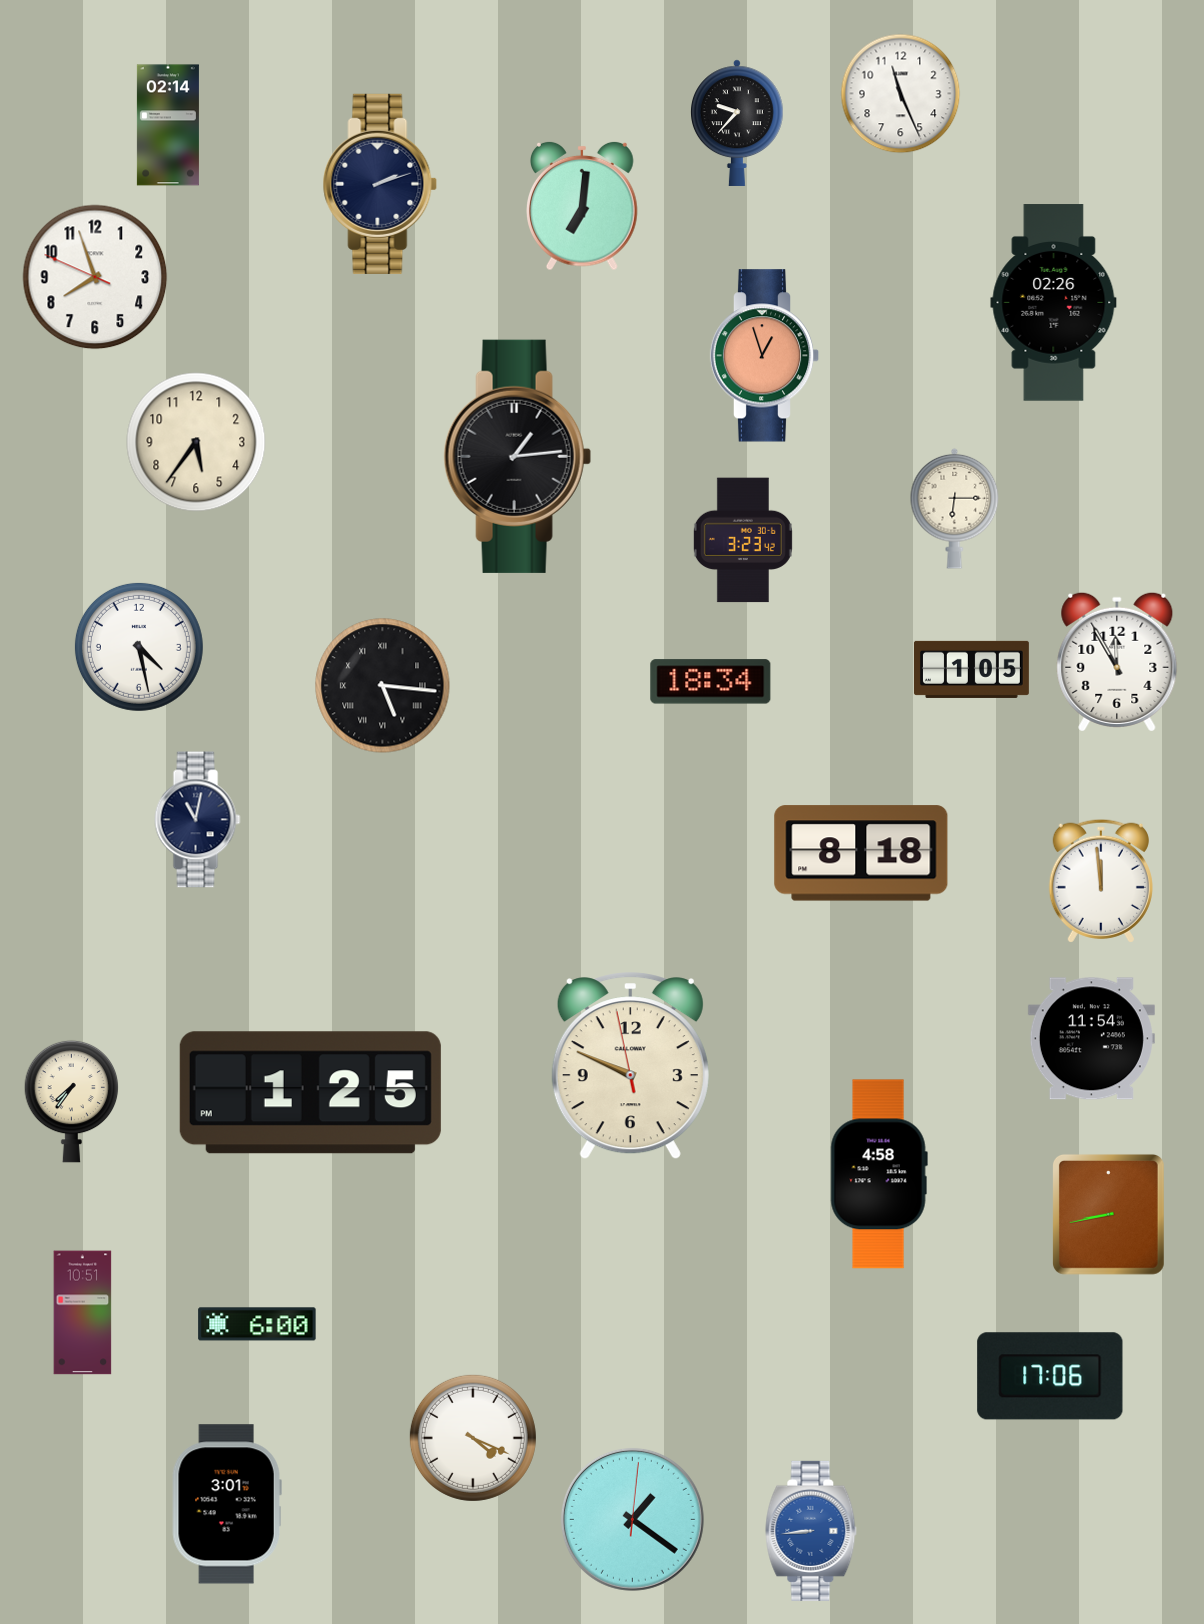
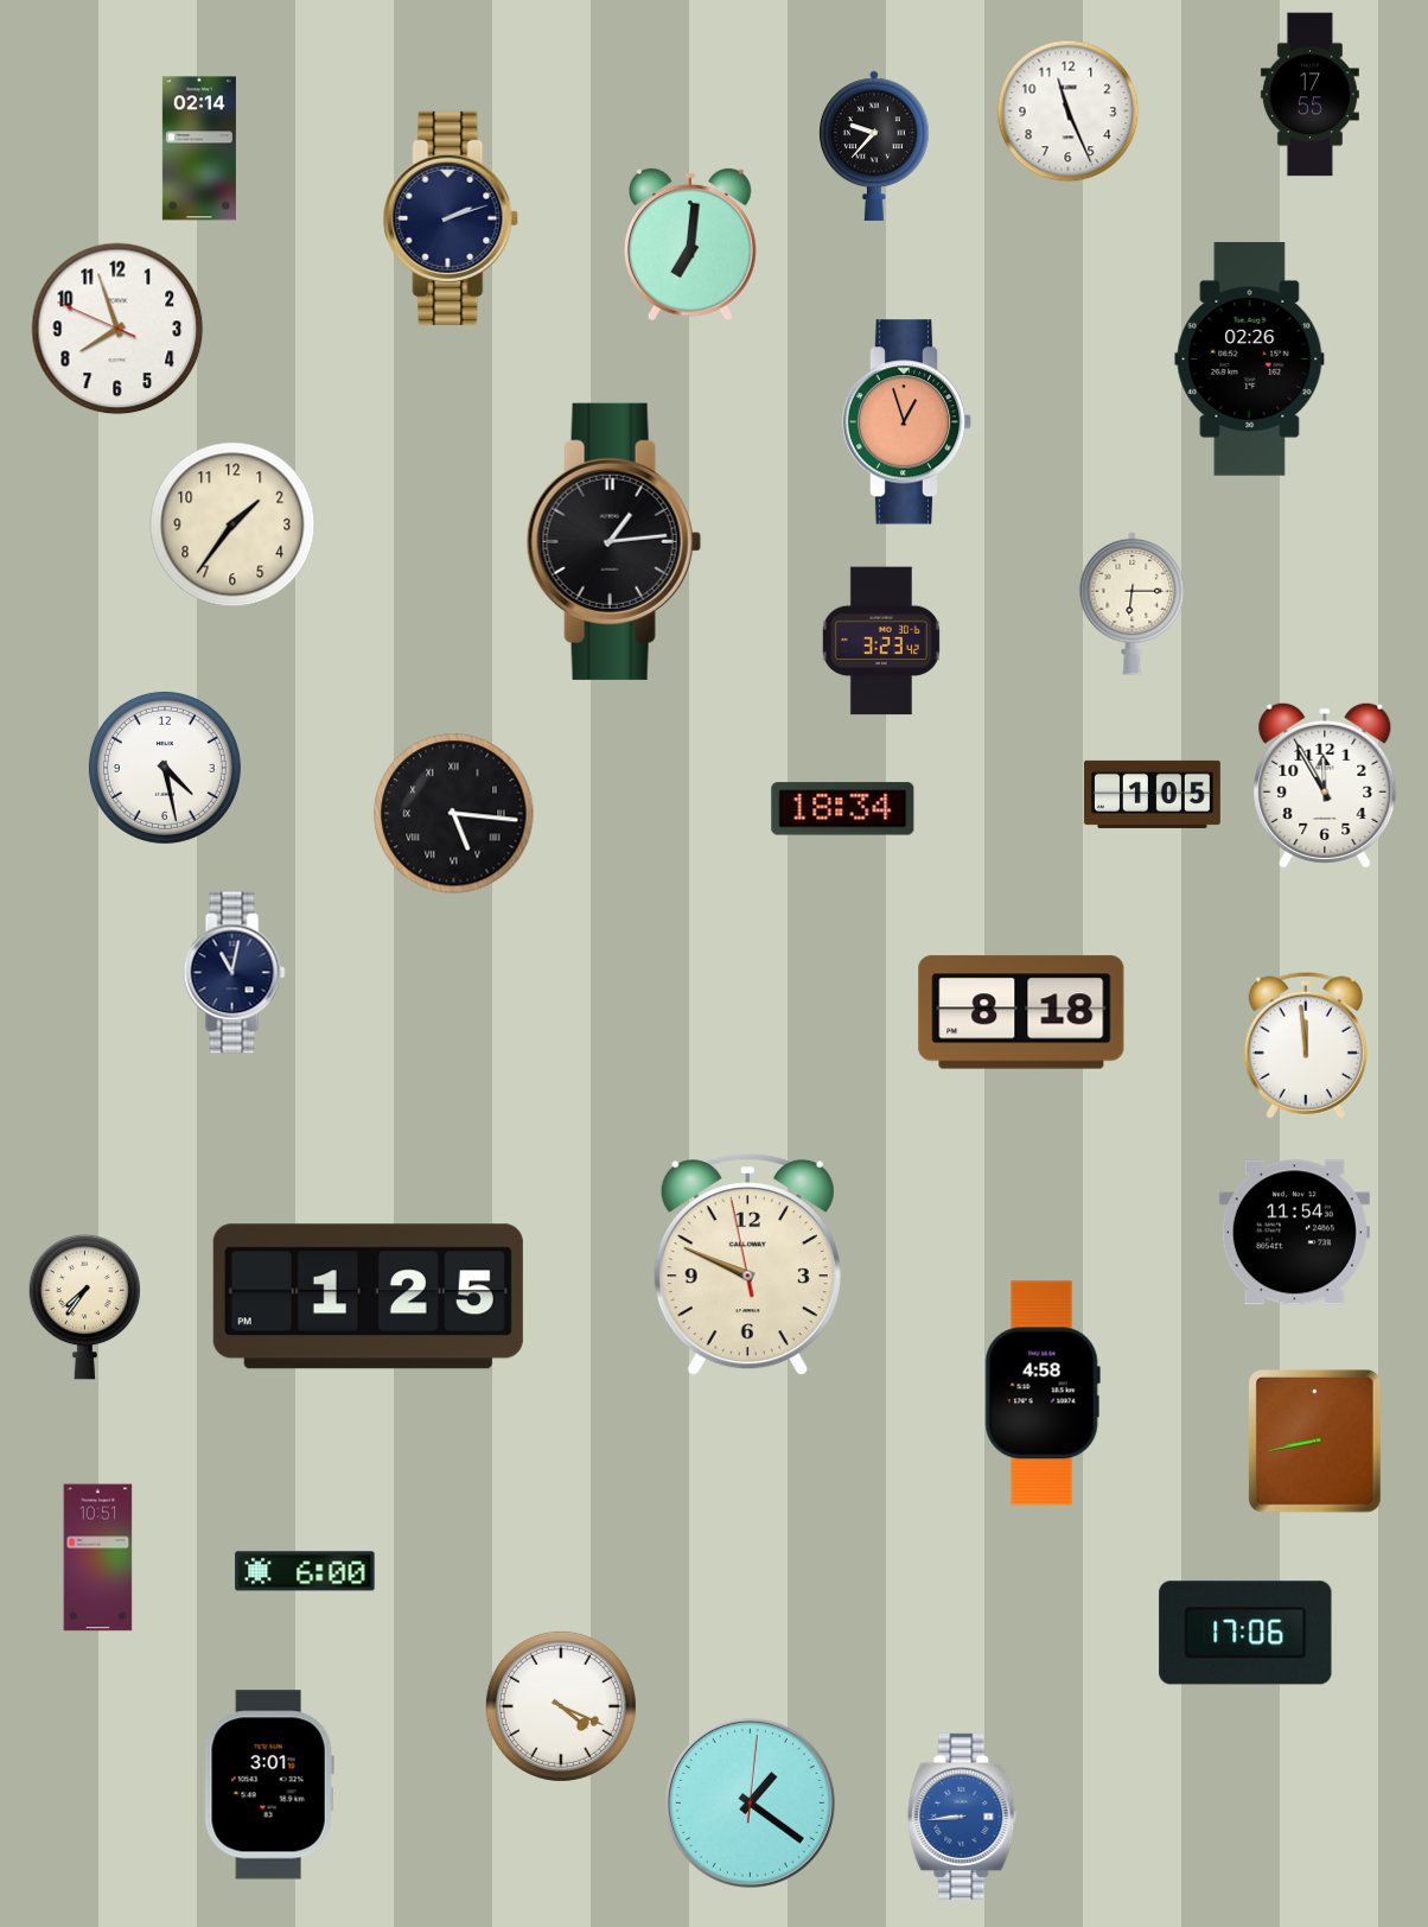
clock at (1309, 95): none -> 17:55
clock at (95, 277) position: (95, 277) -> (117, 329)
clock at (196, 442): 5:36 -> 1:36
